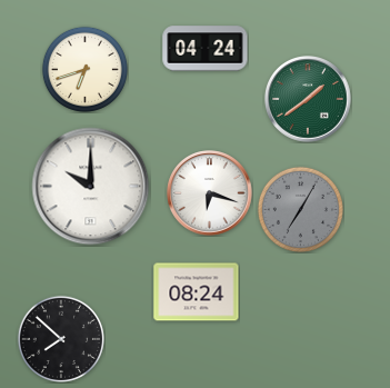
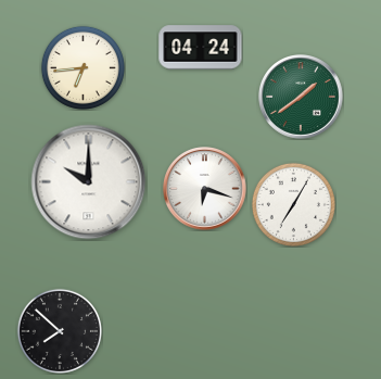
clock at (84, 69): 6:42 -> 6:44
clock at (300, 209) dial: grey -> white
clock at (197, 292): 08:24 -> none
